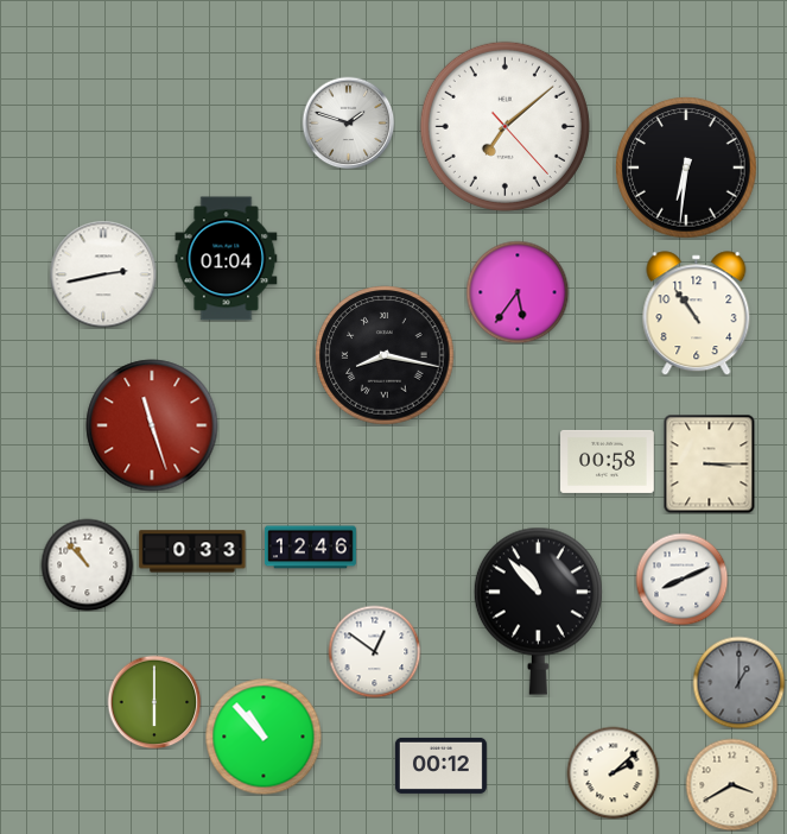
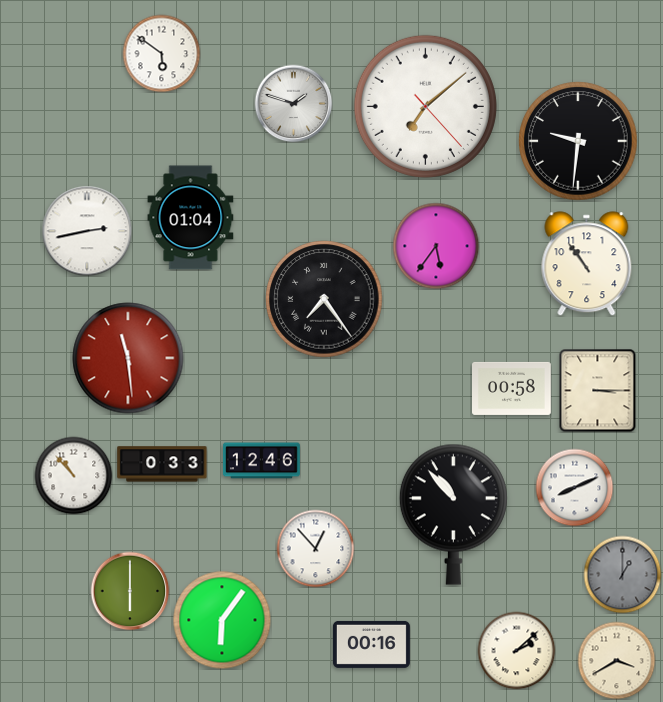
clock at (161, 53): none -> 5:51
clock at (686, 168): 6:31 -> 9:31
clock at (385, 355): 8:17 -> 7:24
clock at (152, 425): 11:27 -> 11:29
clock at (374, 651): 12:51 -> 12:53
clock at (264, 737): 10:53 -> 6:06
clock at (440, 765): 00:12 -> 00:16
